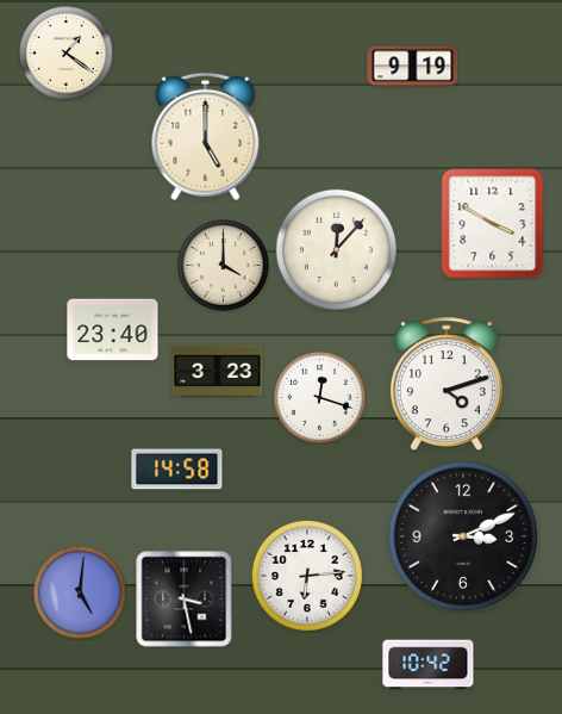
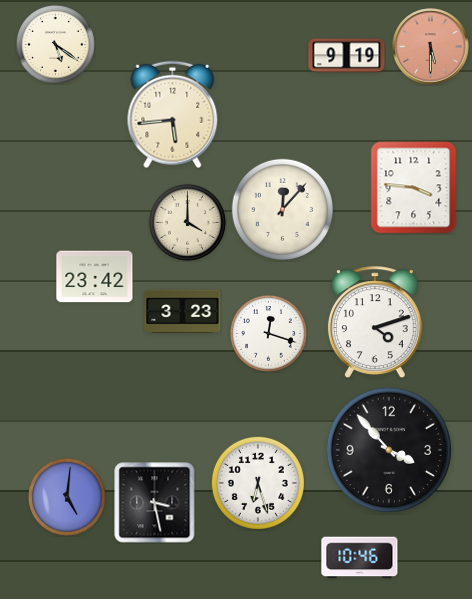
clock at (65, 52): 1:21 -> 5:21
clock at (431, 47): none -> 5:30
clock at (206, 137): 5:00 -> 5:44
clock at (493, 224): 3:50 -> 3:46
clock at (113, 330): 23:40 -> 23:42
clock at (177, 470): 14:58 -> none
clock at (463, 536): 3:11 -> 3:53
clock at (307, 576): 6:14 -> 6:27
clock at (429, 665): 10:42 -> 10:46
